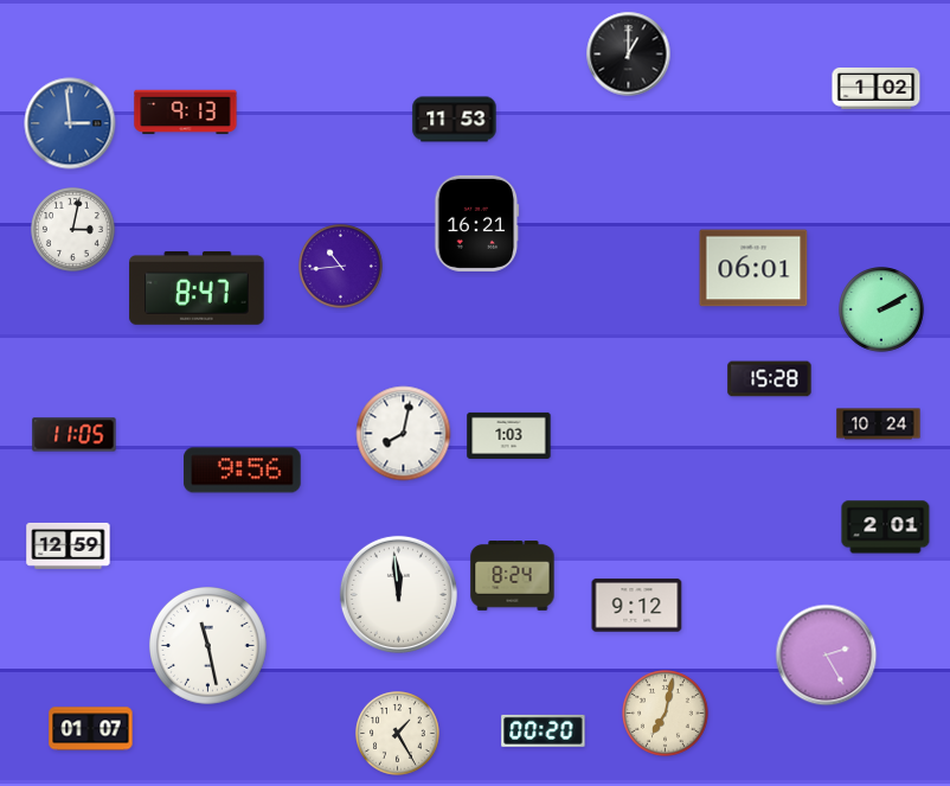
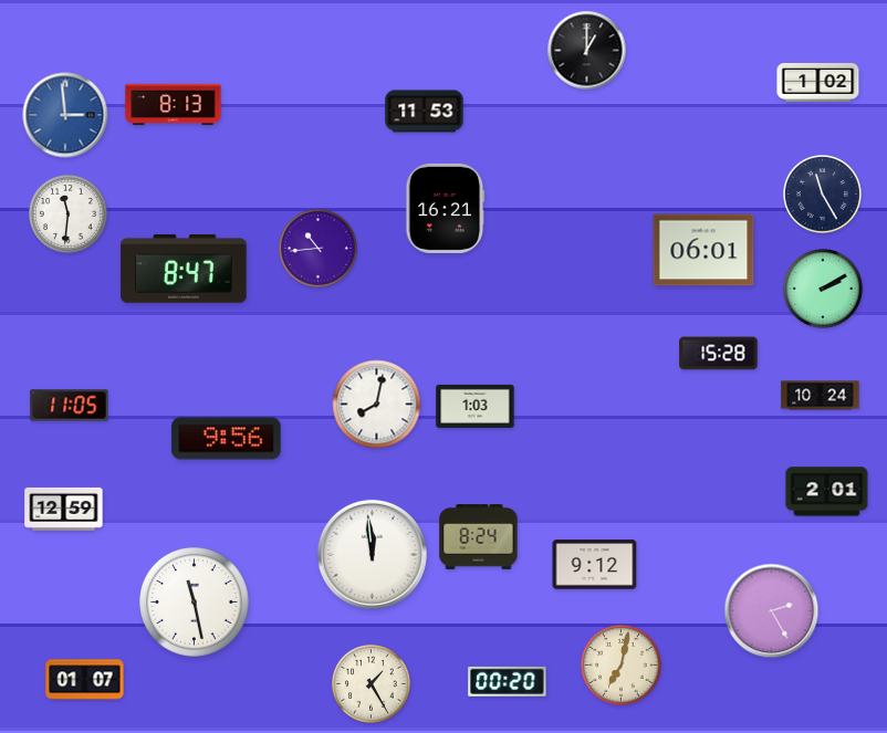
clock at (186, 113): 9:13 -> 8:13
clock at (823, 195): none -> 11:25
clock at (73, 230): 3:02 -> 11:31
